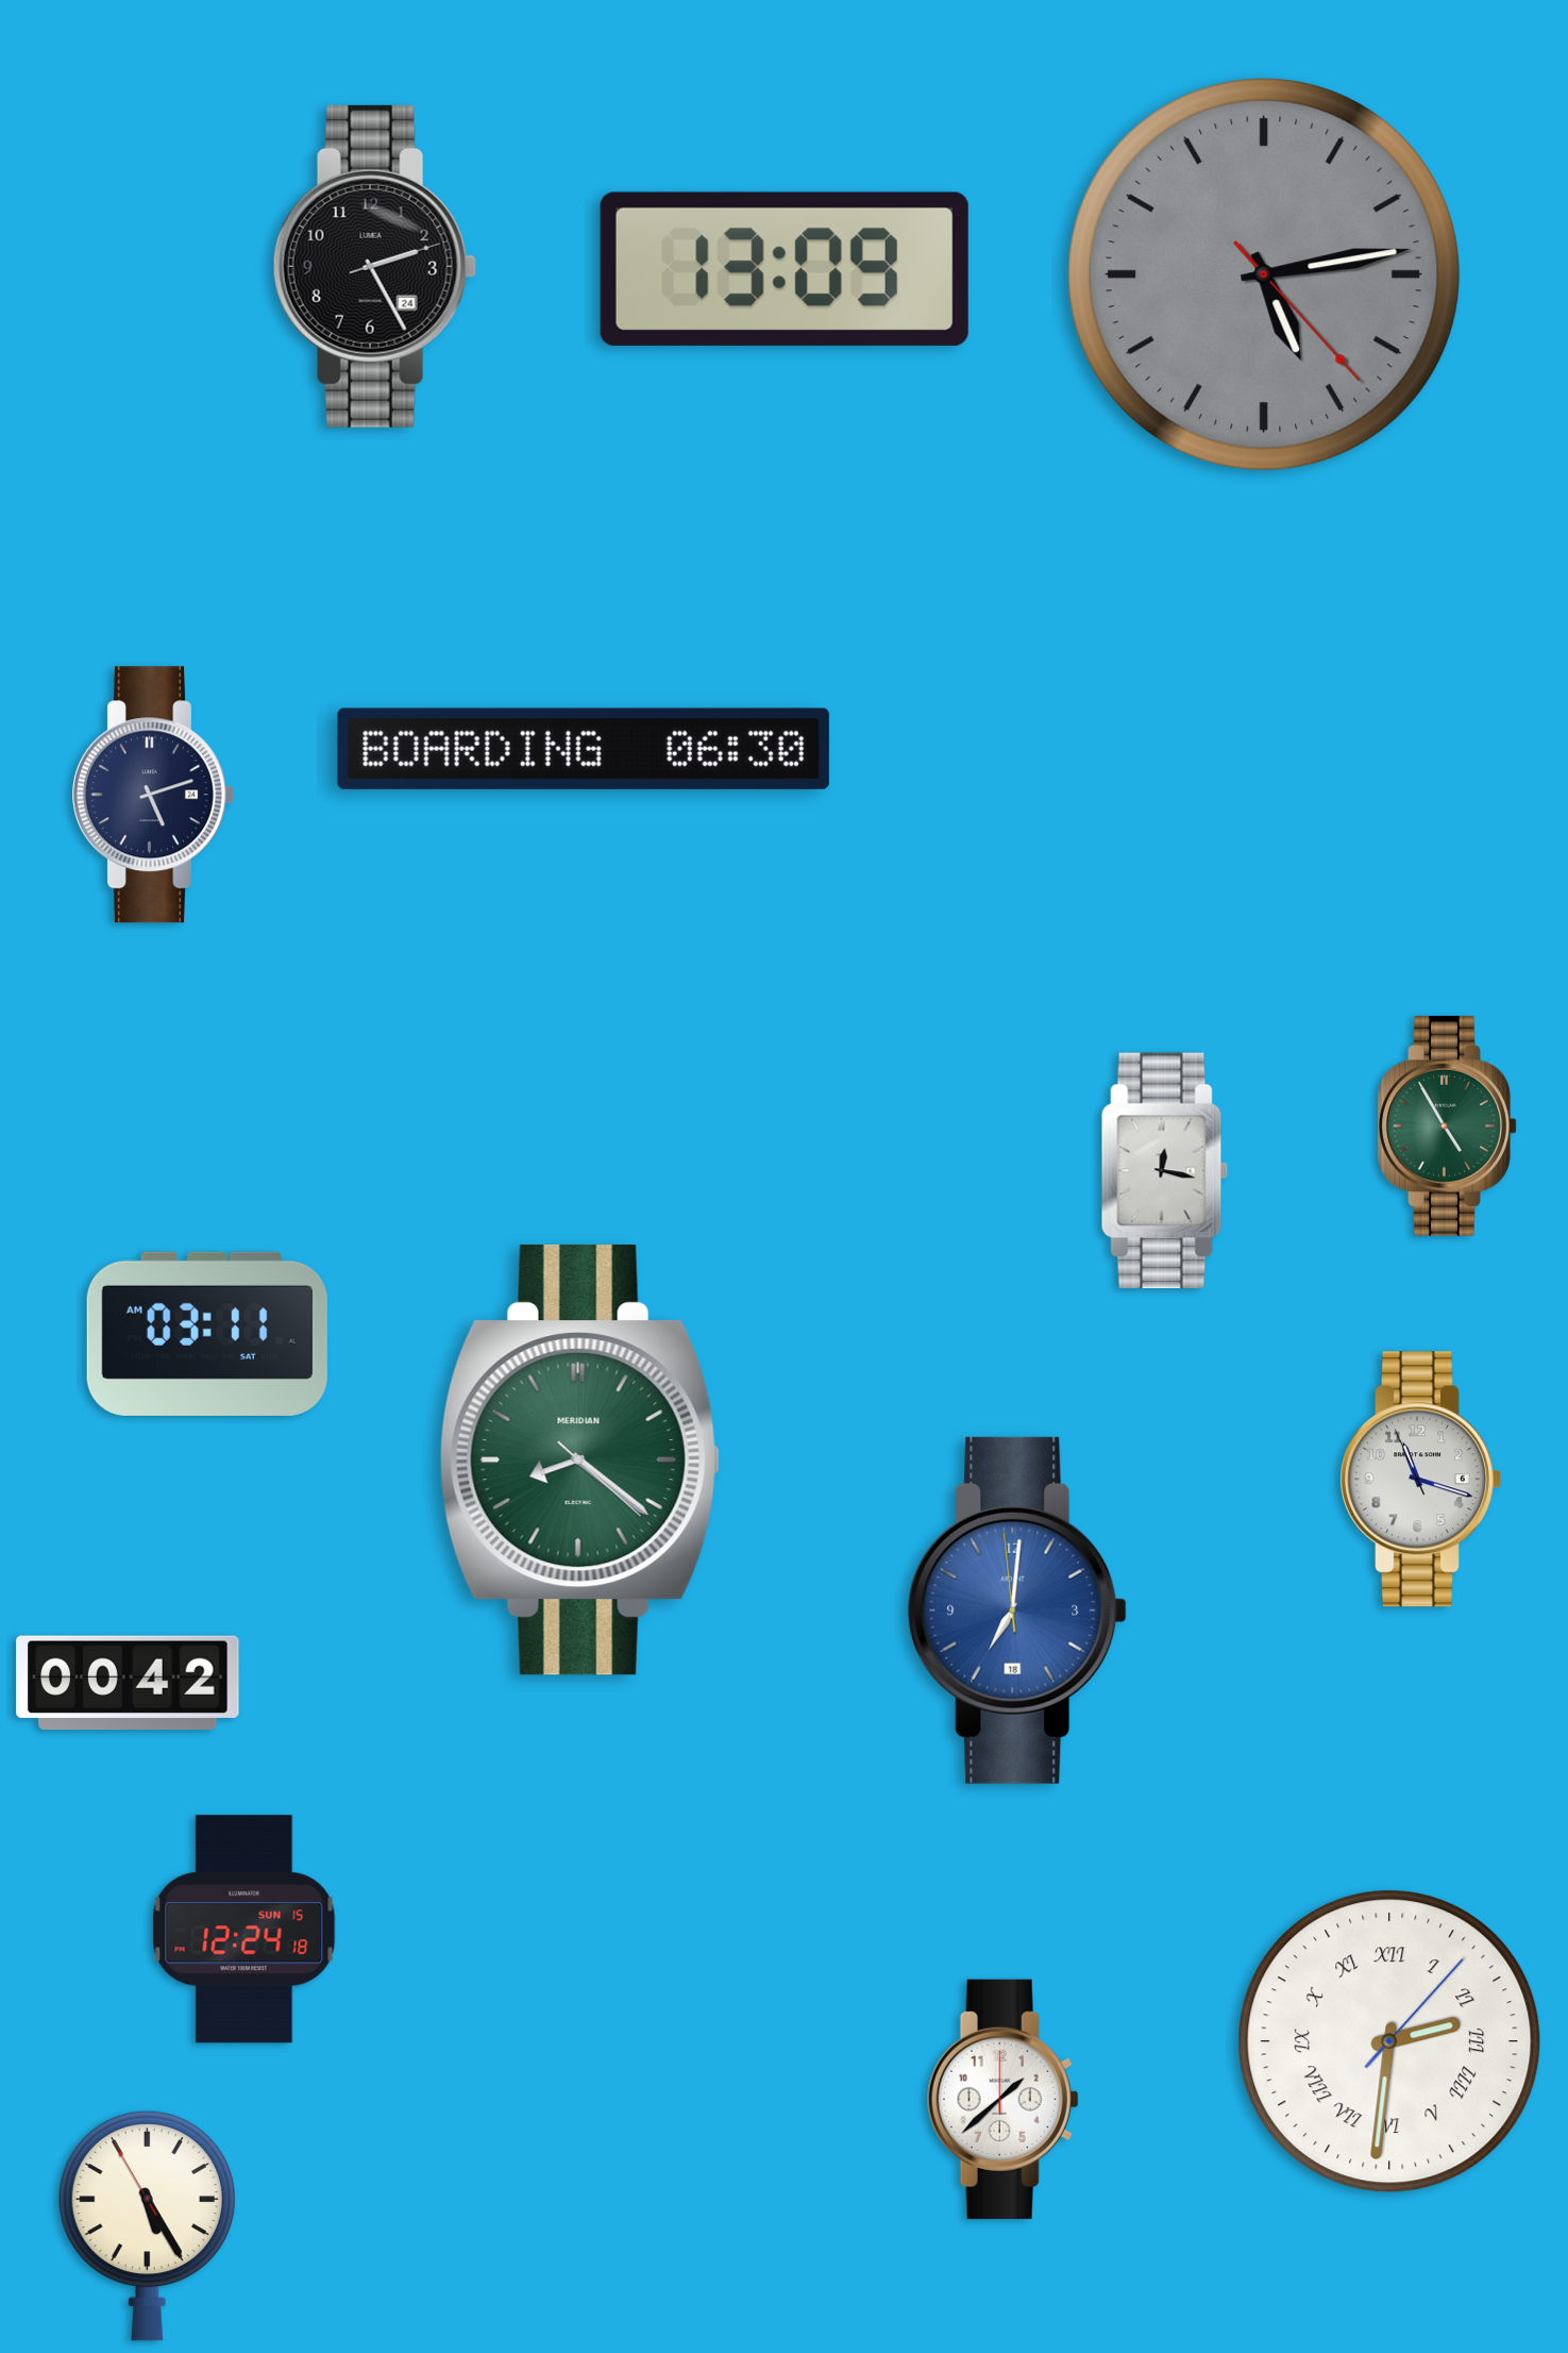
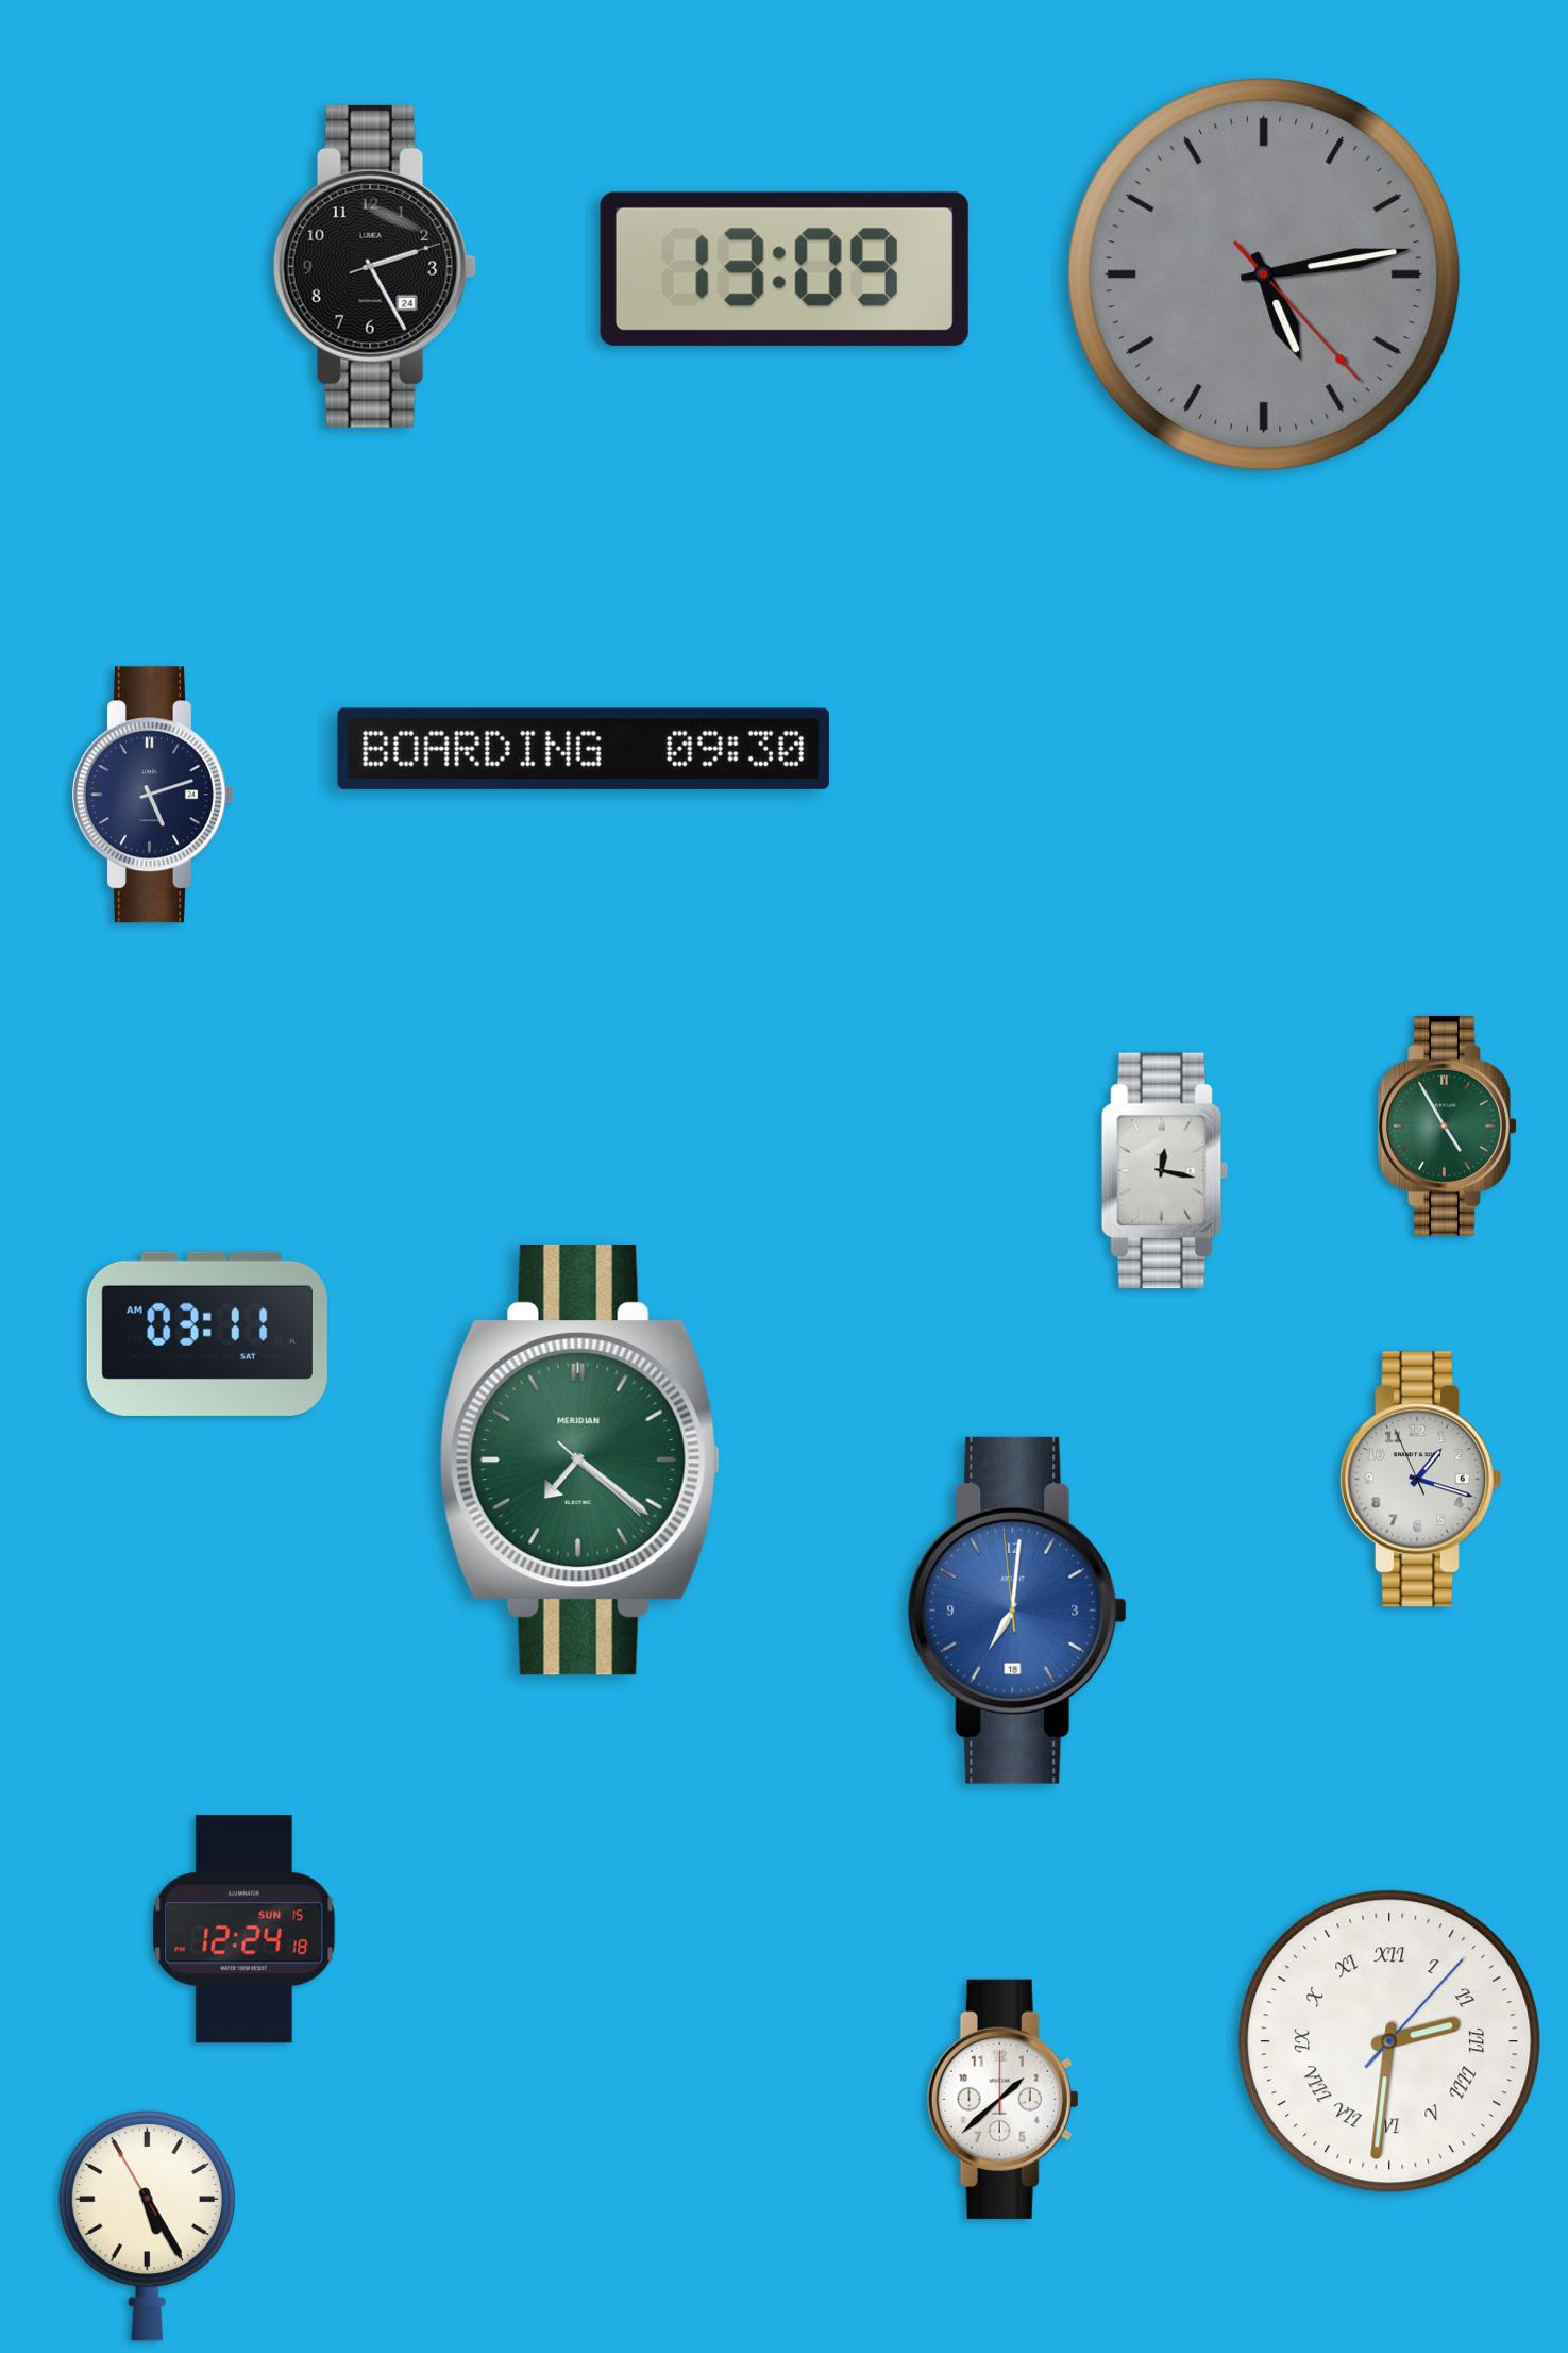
clock at (584, 749): 06:30 -> 09:30
clock at (579, 1459): 8:21 -> 7:21
clock at (1421, 1480): 11:17 -> 1:17
clock at (128, 1683): 00:42 -> none
